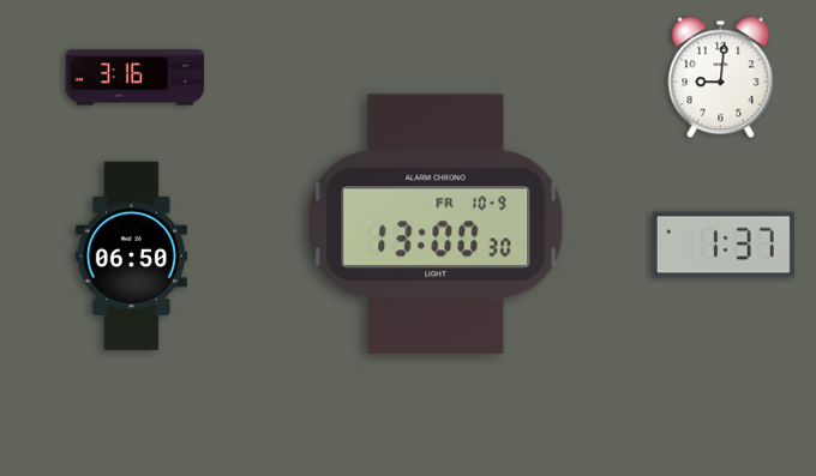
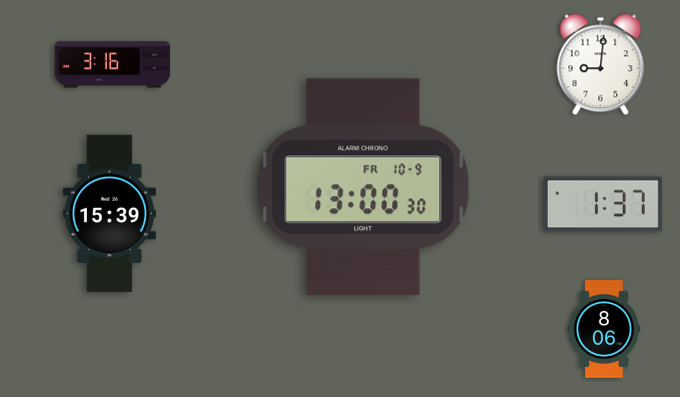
clock at (131, 257): 06:50 -> 15:39
clock at (603, 330): none -> 8:06
